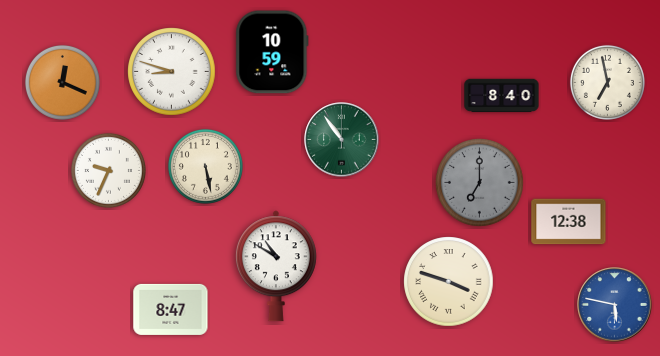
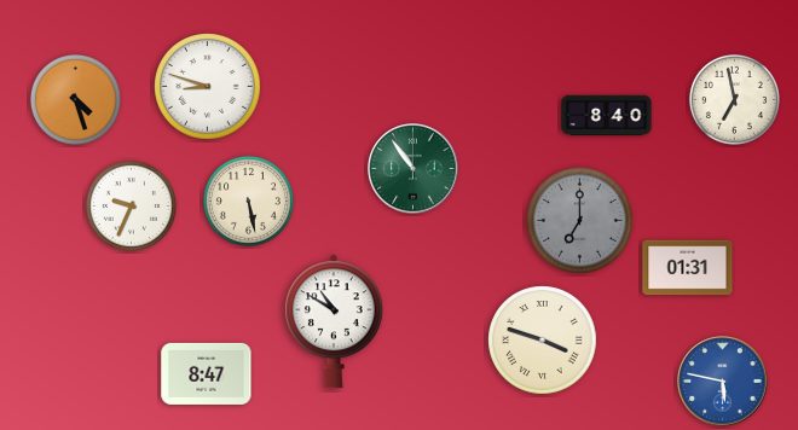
clock at (272, 52): 10:59 -> none
clock at (62, 82): 12:19 -> 4:27
clock at (569, 222): 12:38 -> 01:31
clock at (615, 305) position: (615, 305) -> (723, 382)
